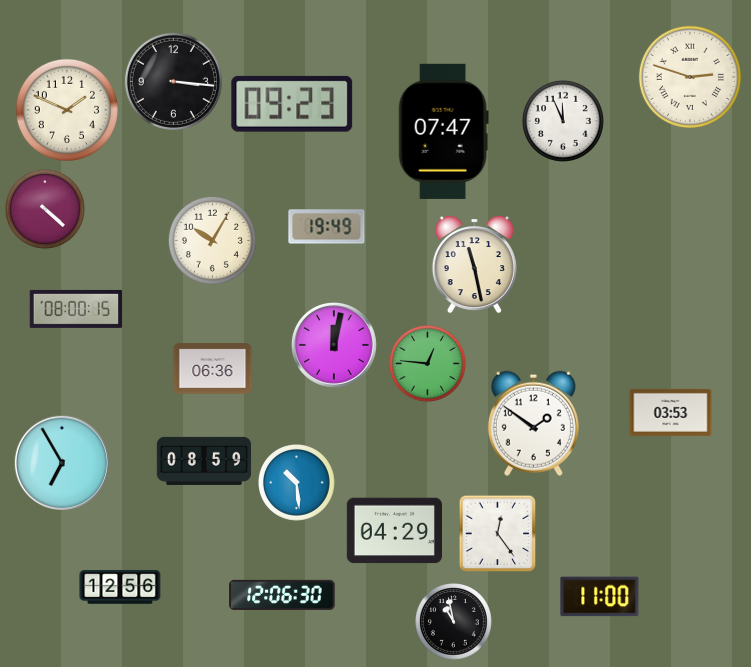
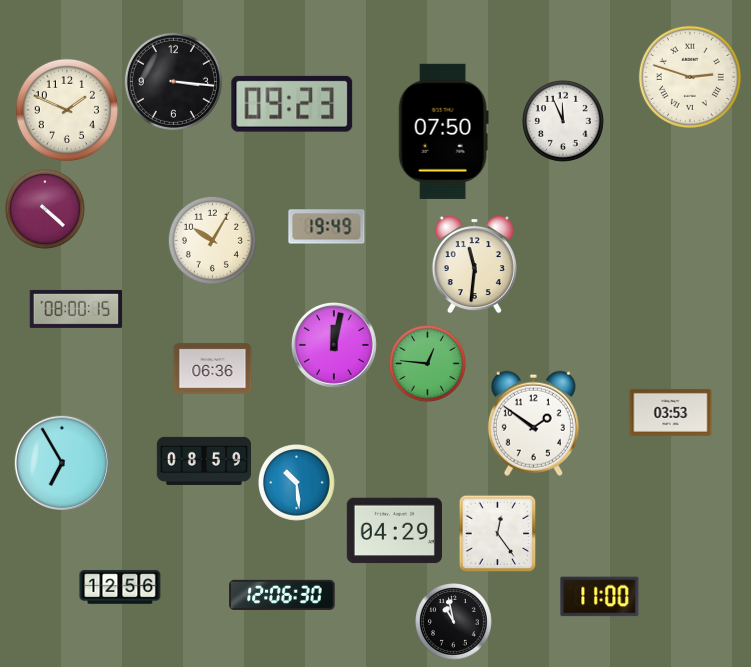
clock at (443, 131): 07:47 -> 07:50
clock at (474, 265): 11:28 -> 11:31
